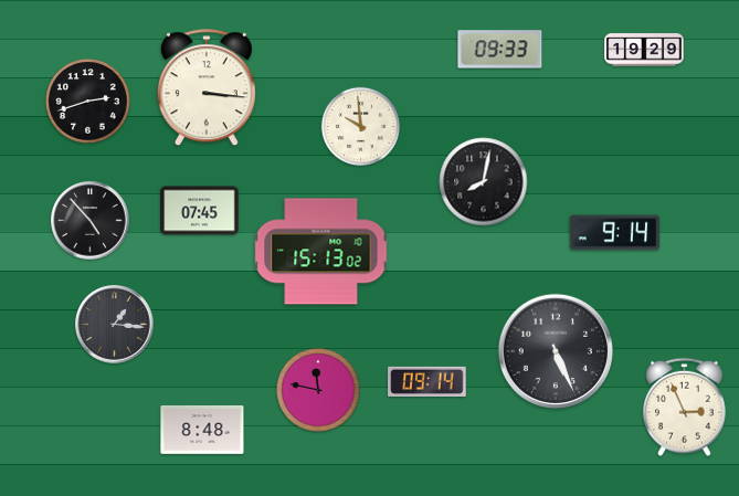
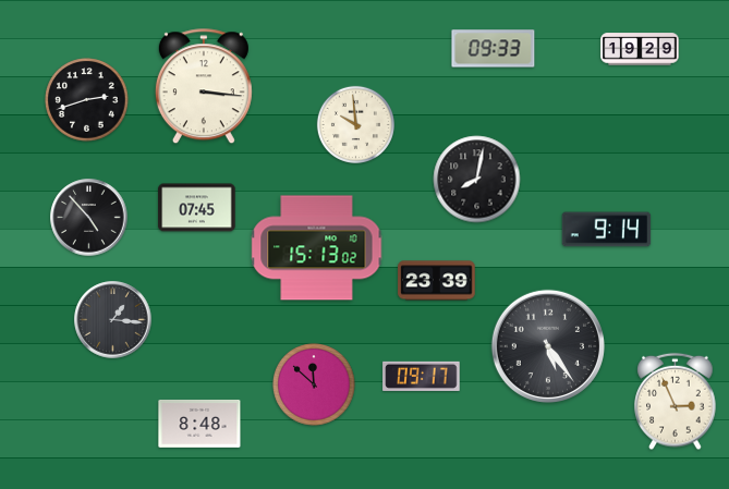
clock at (644, 50) position: (644, 50) -> (640, 49)
clock at (437, 281): none -> 23:39
clock at (556, 351): 5:26 -> 5:24
clock at (427, 381): 09:14 -> 09:17
clock at (318, 390): 11:47 -> 11:52
